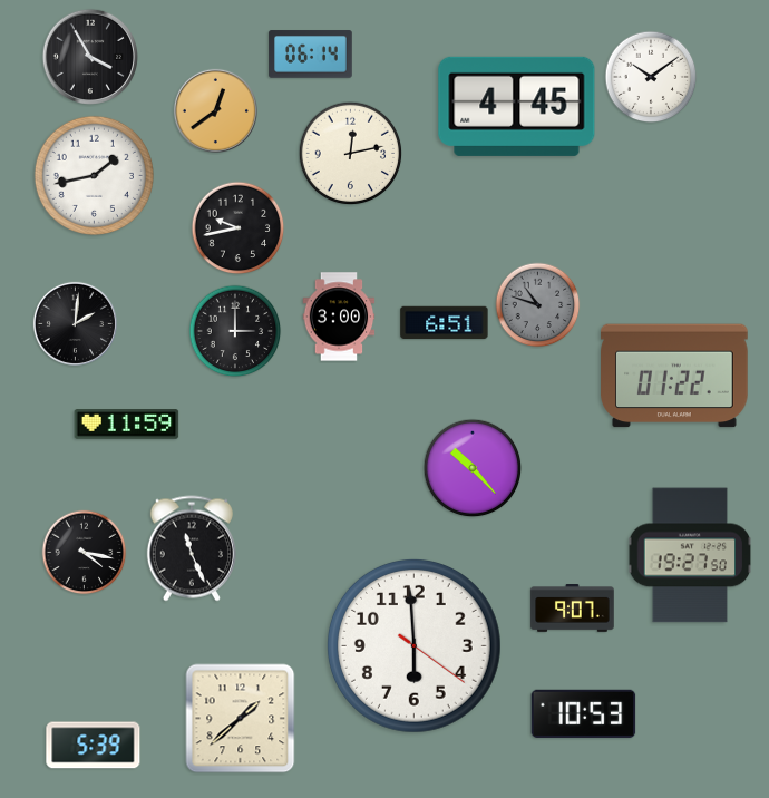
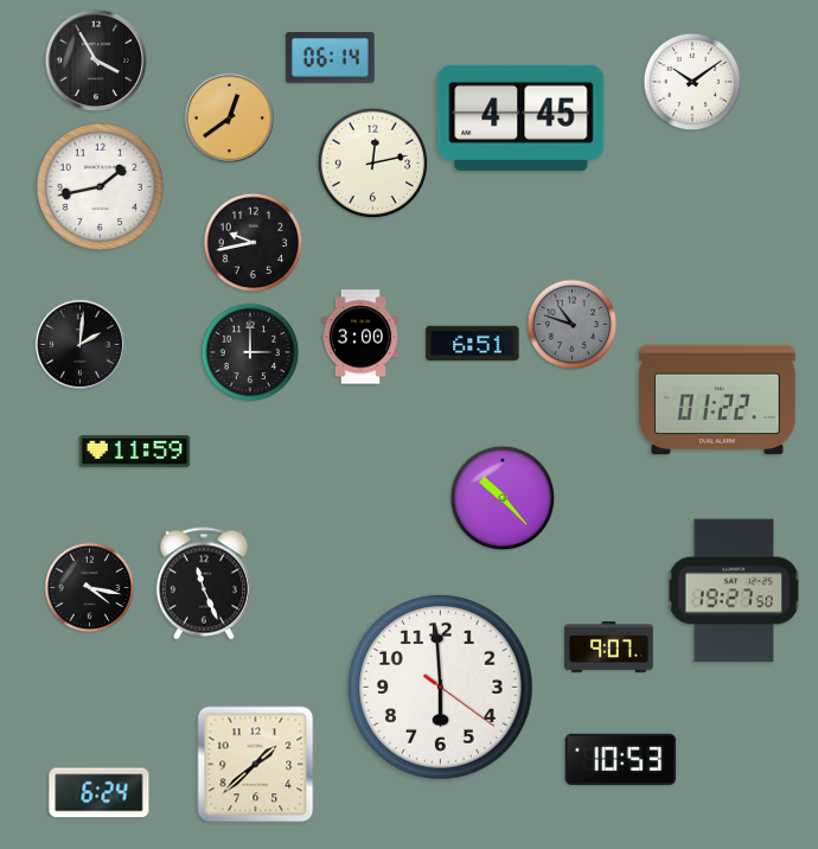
clock at (517, 106) position: (517, 106) -> (522, 117)
clock at (94, 746): 5:39 -> 6:24
